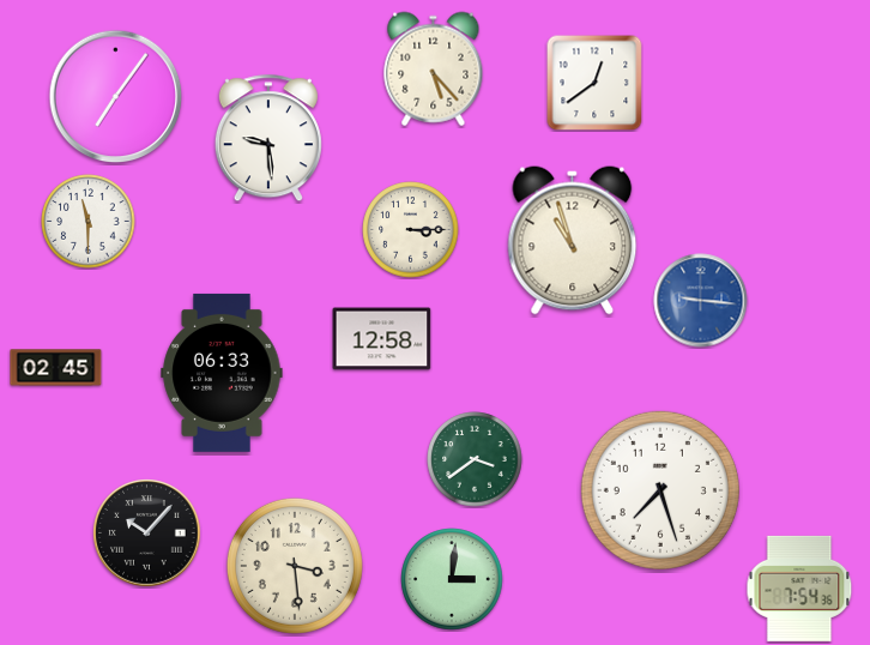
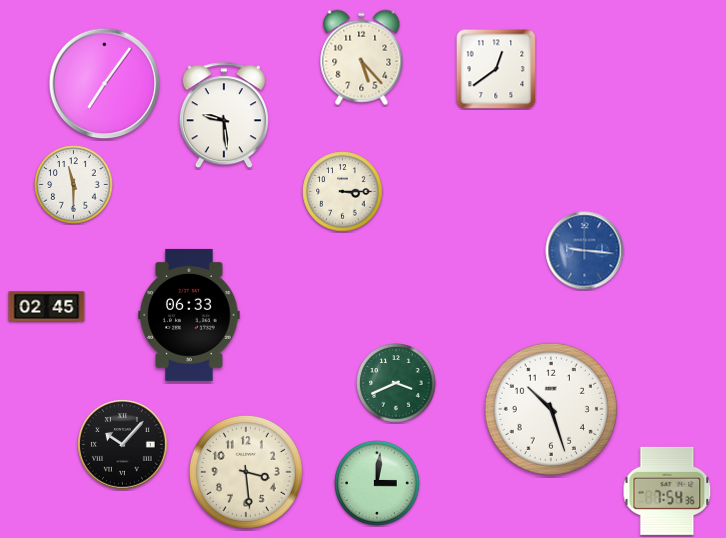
clock at (116, 97) position: (116, 97) -> (105, 84)
clock at (573, 241): 10:57 -> none
clock at (382, 339): 12:58 -> none
clock at (222, 373) position: (222, 373) -> (189, 315)
clock at (475, 459): 3:39 -> 3:41
clock at (660, 490): 7:27 -> 10:27
